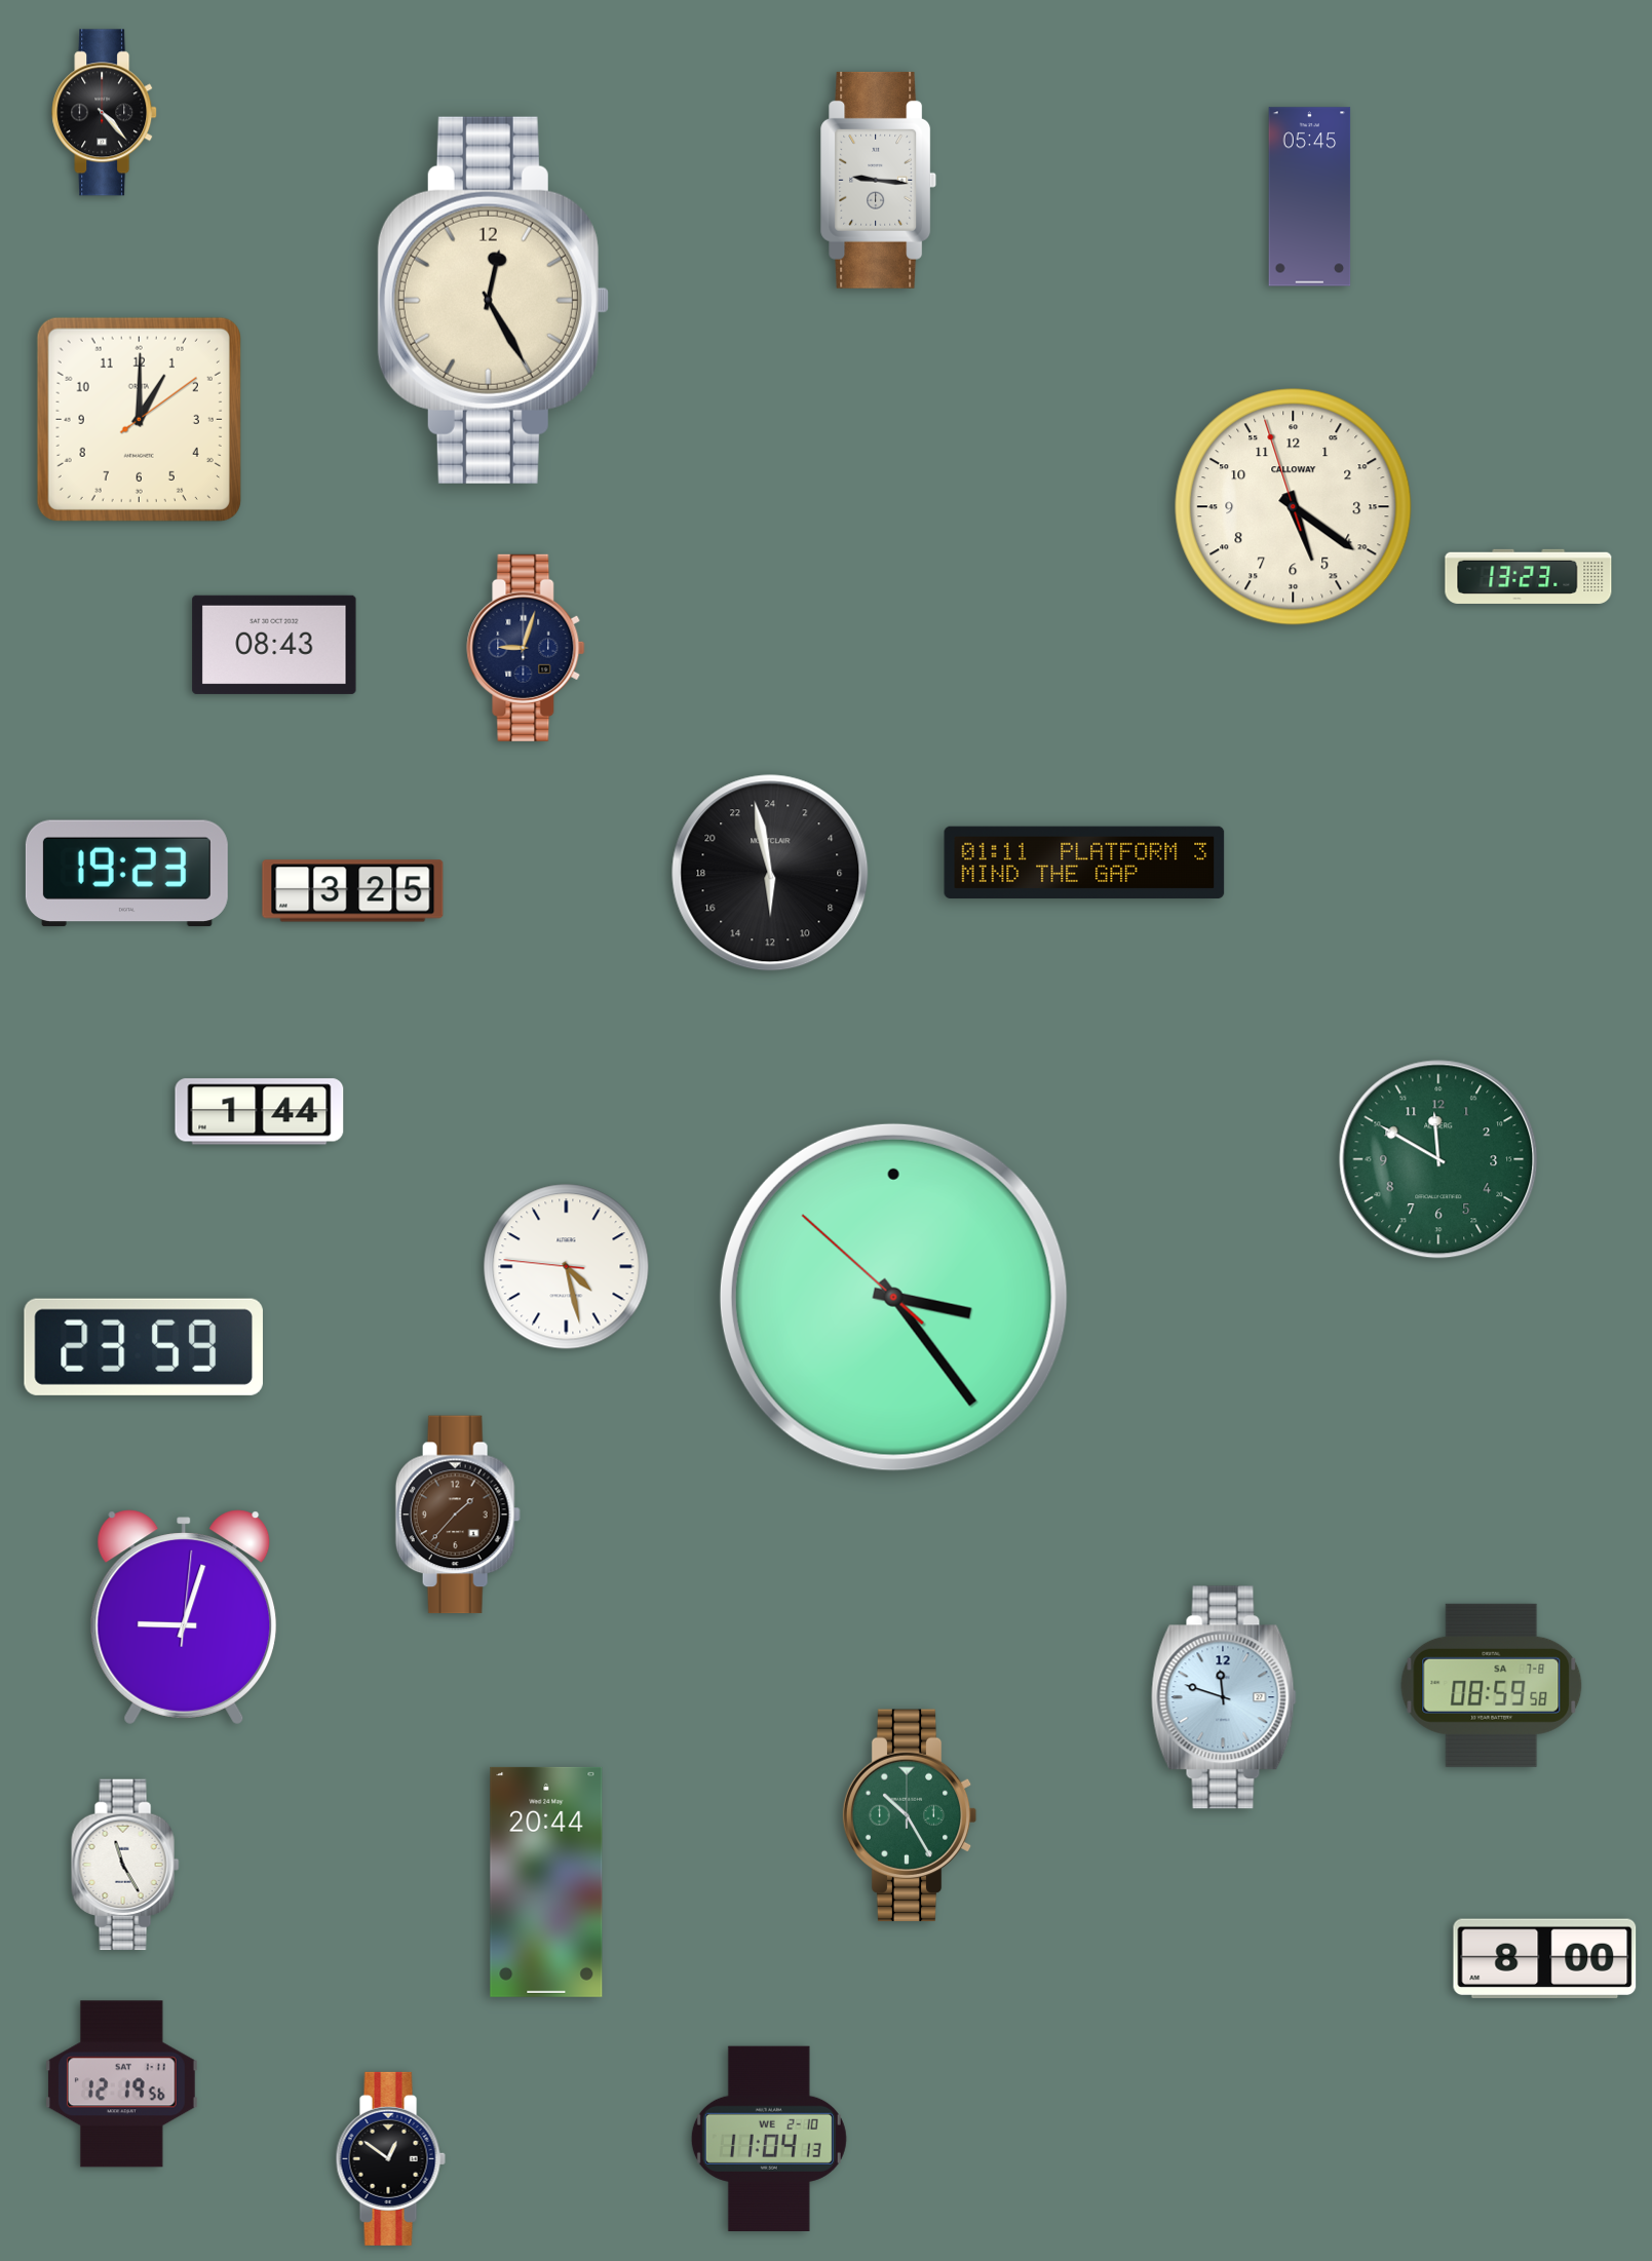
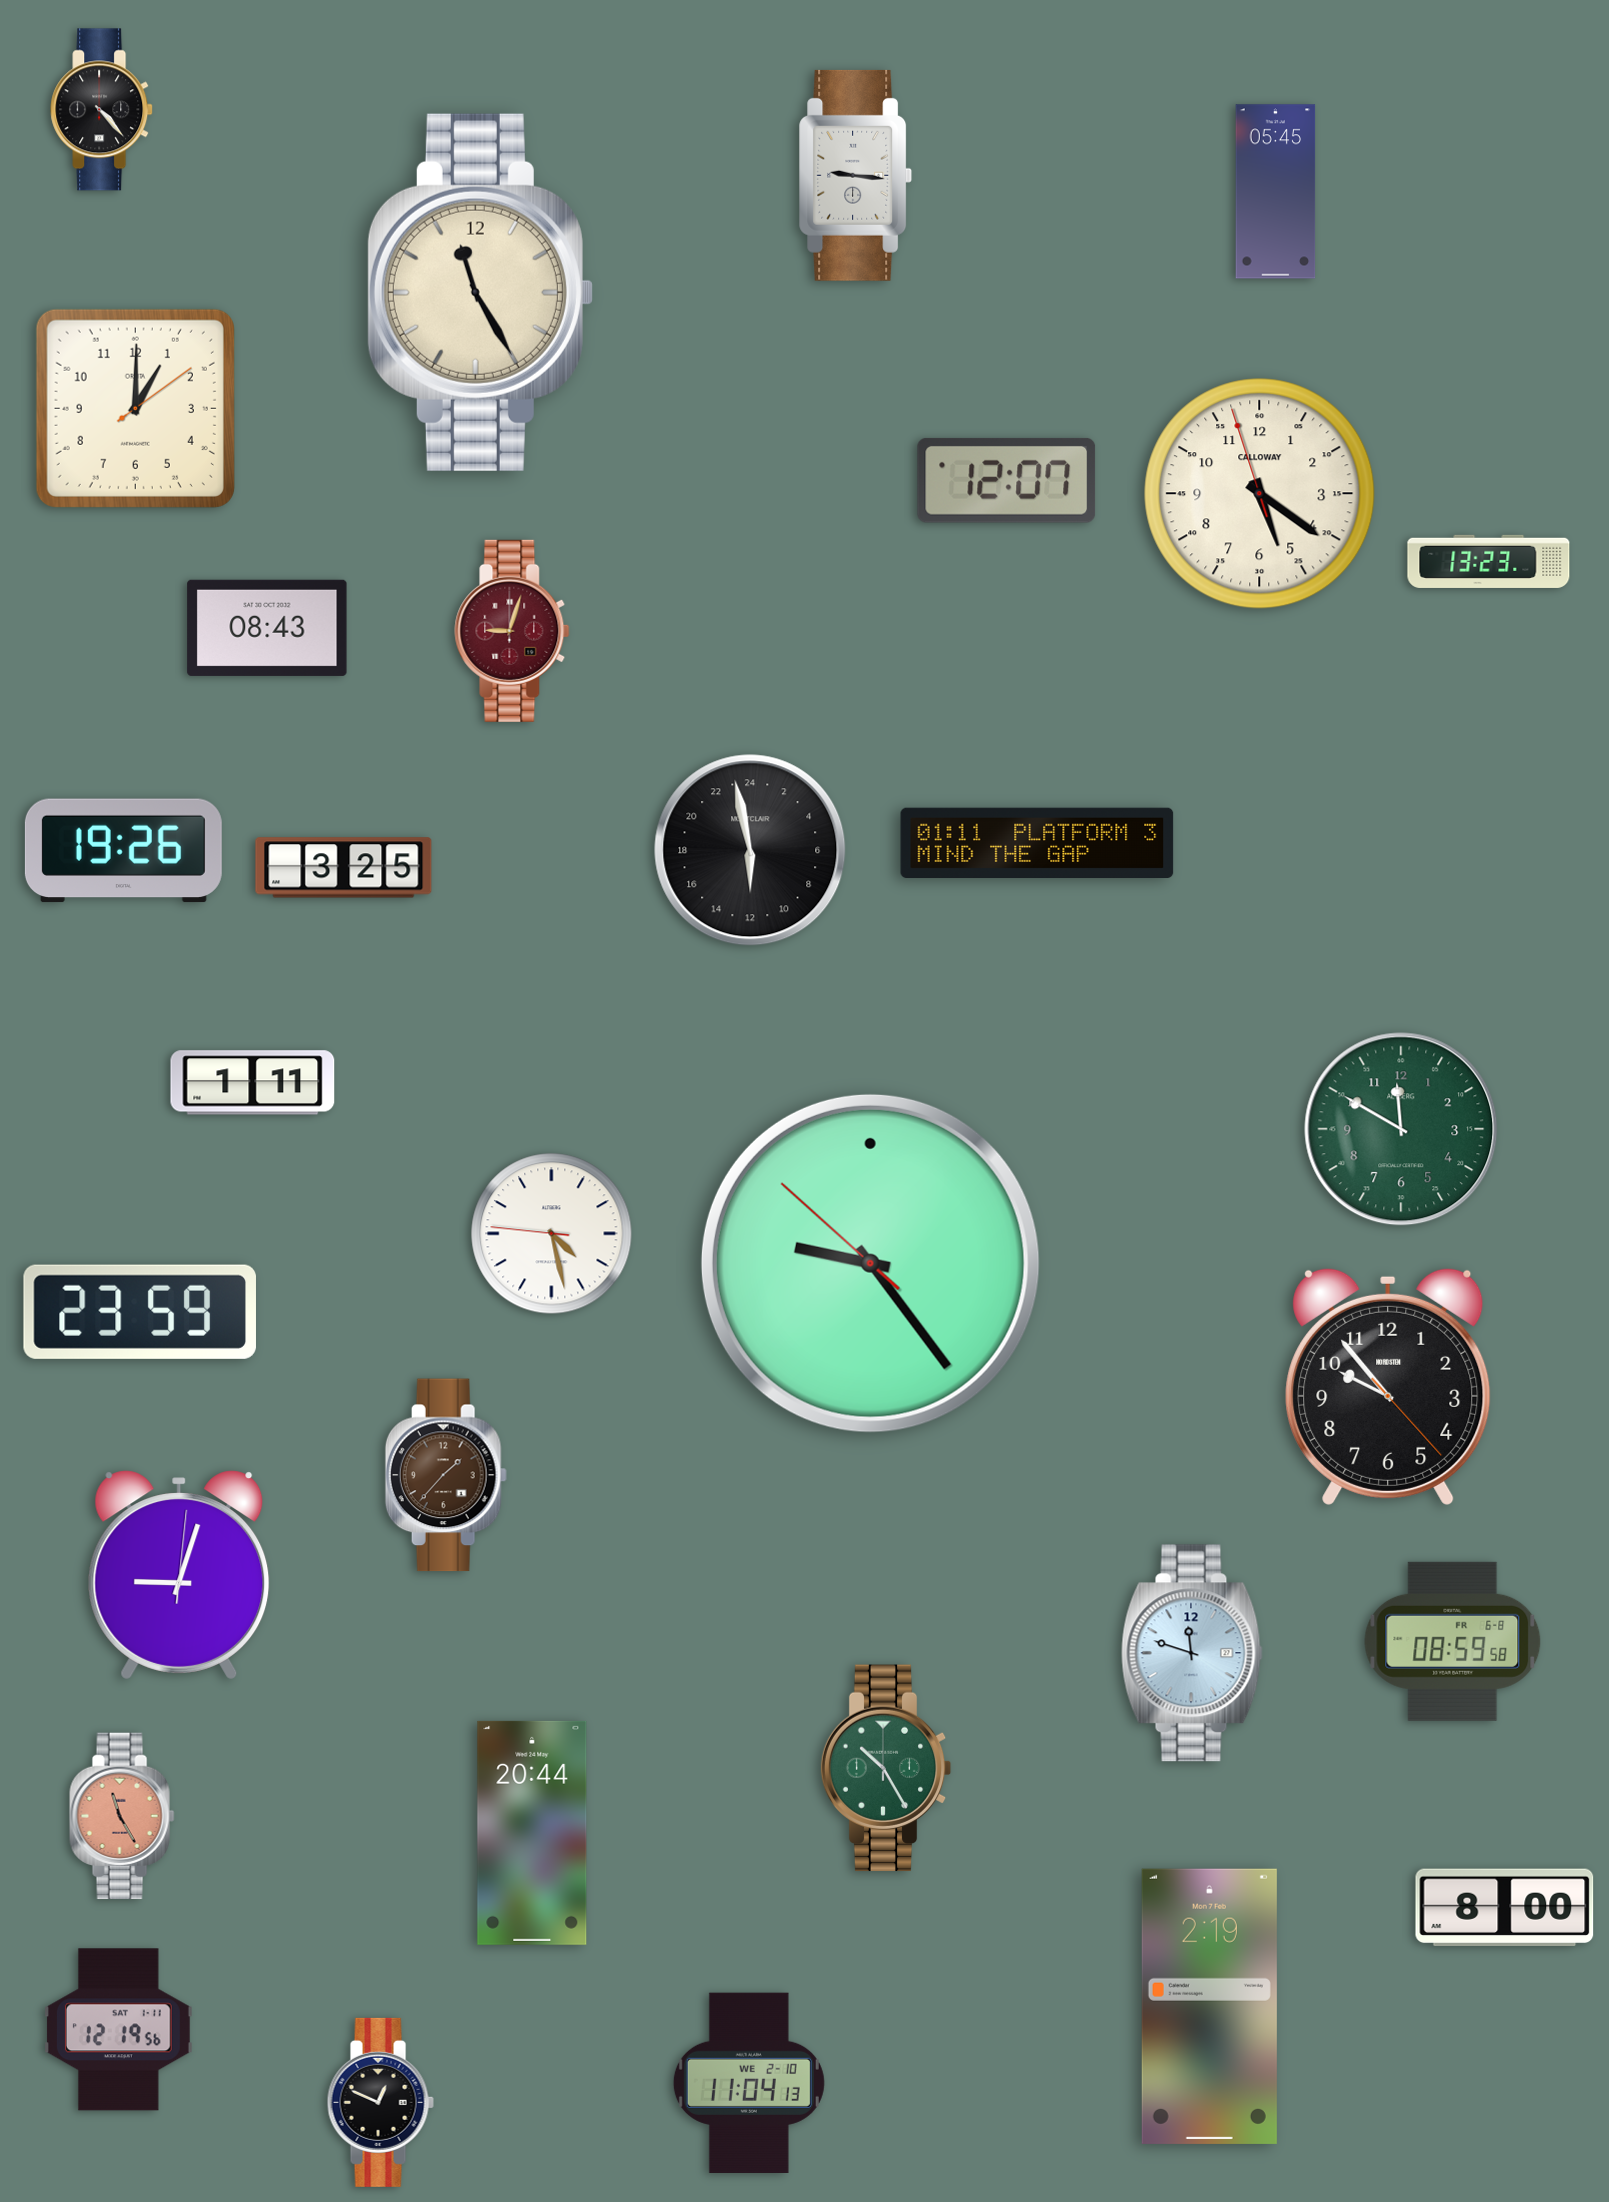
clock at (493, 300): 12:25 -> 11:25
clock at (1007, 480): none -> 12:07
clock at (526, 648) dial: navy -> burgundy
clock at (1084, 863) position: (1084, 863) -> (1037, 843)
clock at (126, 874): 19:23 -> 19:26
clock at (260, 1112): 1:44 -> 1:11
clock at (893, 1297): 3:23 -> 9:23
clock at (1388, 1386): none -> 9:53
clock at (1492, 1685) date: SA 7-8 -> FR 6-8
clock at (125, 1865) dial: white -> salmon
clock at (1209, 2006): none -> 2:19
clock at (390, 2158): 12:51 -> 12:49
